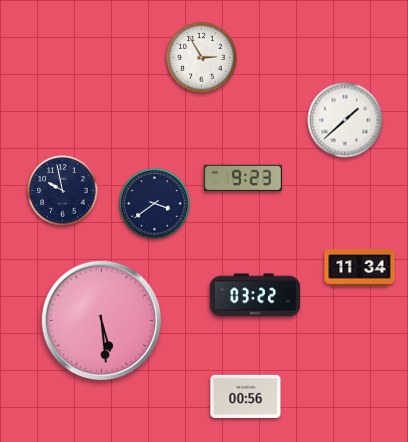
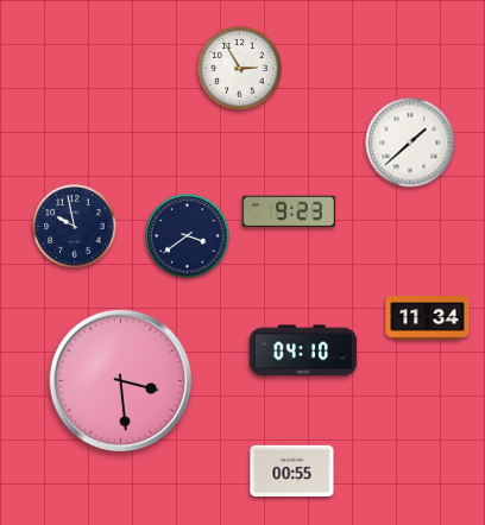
clock at (155, 204) position: (155, 204) -> (188, 236)
clock at (255, 295): 03:22 -> 04:10
clock at (102, 321): 5:29 -> 3:29
clock at (246, 396): 00:56 -> 00:55
